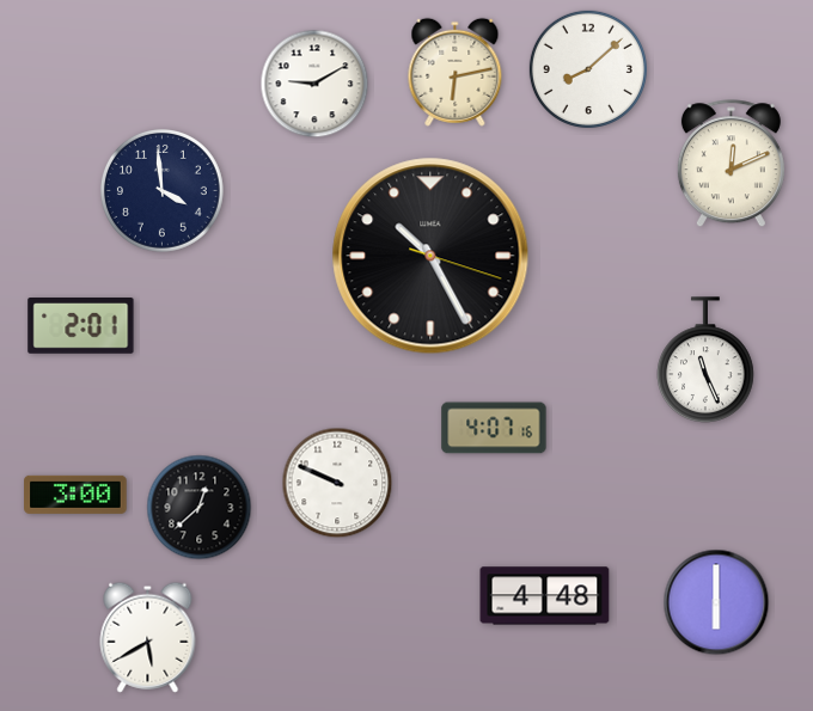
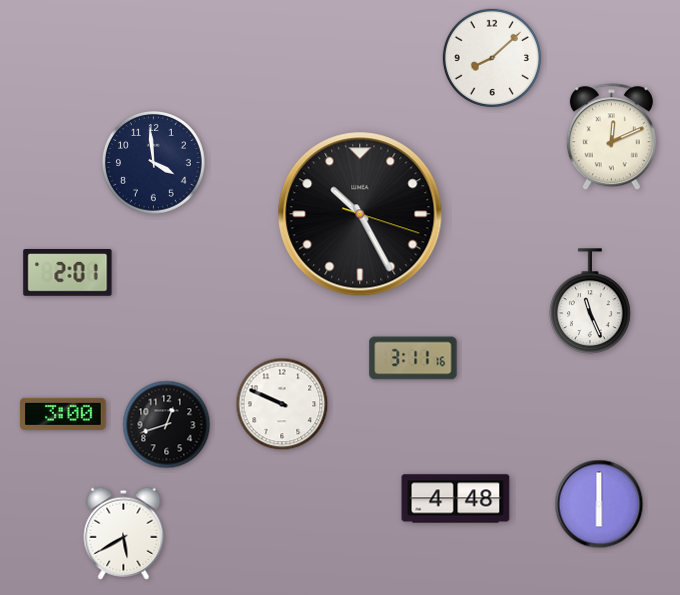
clock at (456, 72): 6:13 -> none
clock at (314, 84): 9:10 -> none
clock at (161, 190) position: (161, 190) -> (153, 162)
clock at (494, 428): 4:07 -> 3:11
clock at (200, 508): 12:38 -> 12:42
